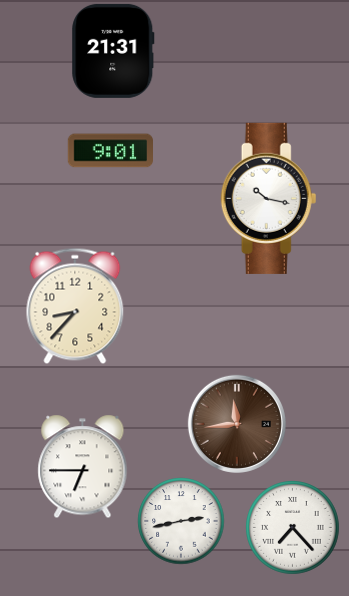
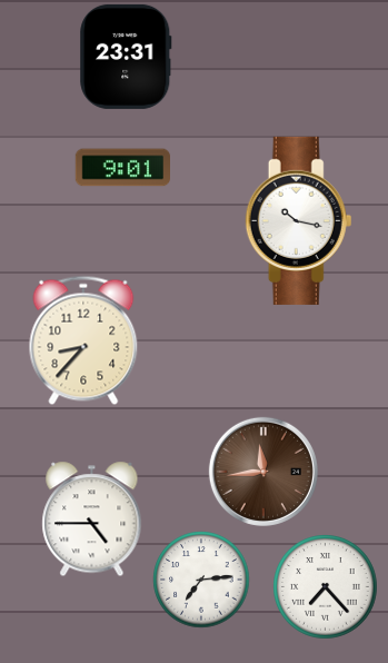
clock at (113, 51): 21:31 -> 23:31
clock at (83, 466): 6:45 -> 4:45
clock at (181, 521): 2:43 -> 7:14
